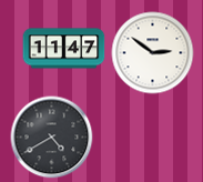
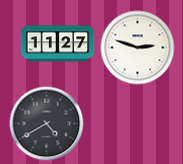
clock at (64, 49): 11:47 -> 11:27
clock at (153, 53): 2:51 -> 2:48
